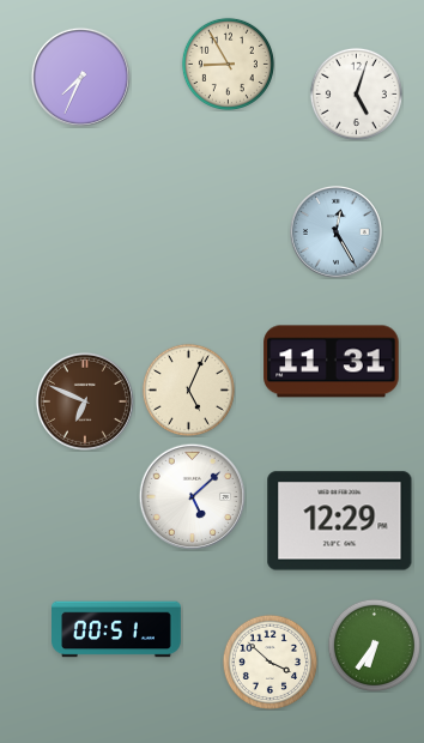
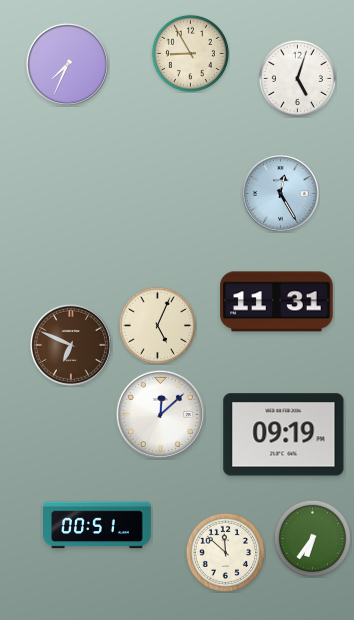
clock at (85, 401) position: (85, 401) -> (71, 345)
clock at (192, 496): 5:08 -> 12:08
clock at (340, 521): 12:29 -> 09:19
clock at (269, 662): 3:52 -> 11:52
